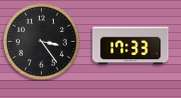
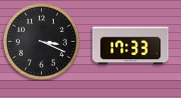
clock at (41, 41): 3:24 -> 3:19
